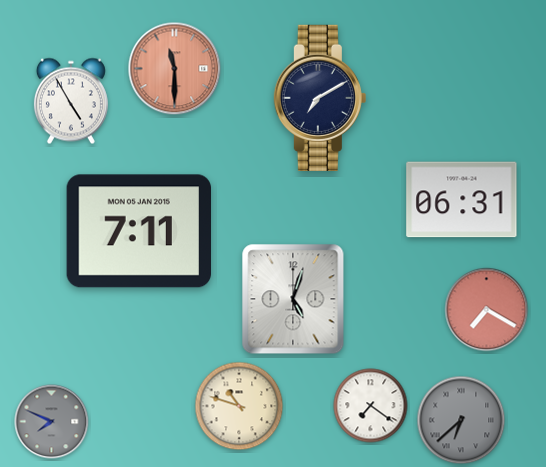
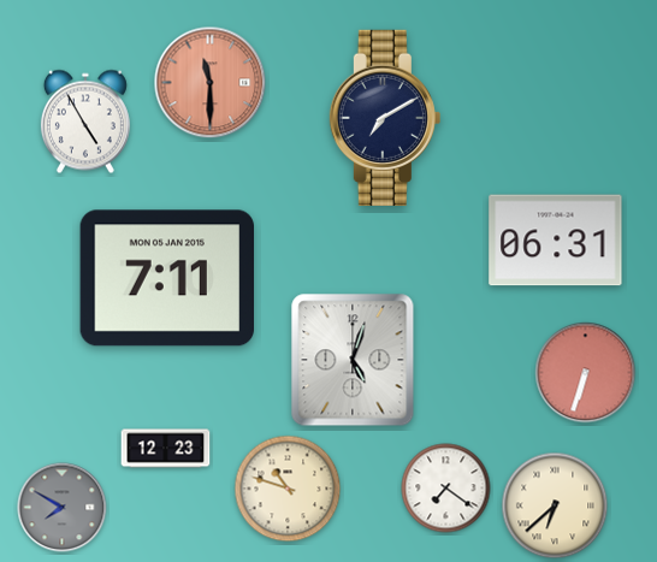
clock at (487, 310): 7:20 -> 6:33
clock at (166, 449): none -> 12:23
clock at (461, 420) dial: grey -> cream
clock at (52, 422): 7:49 -> 7:50
